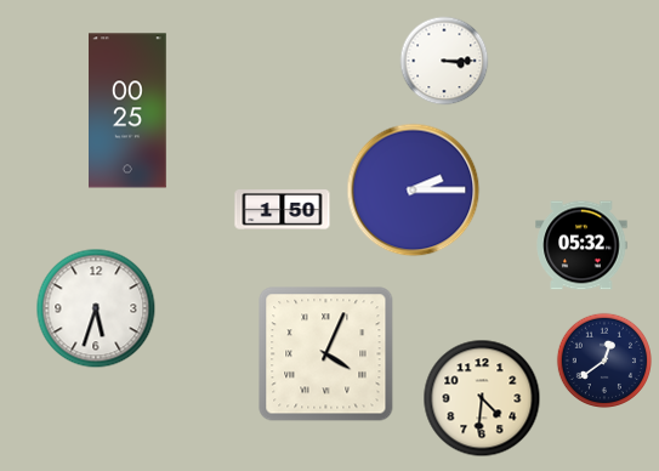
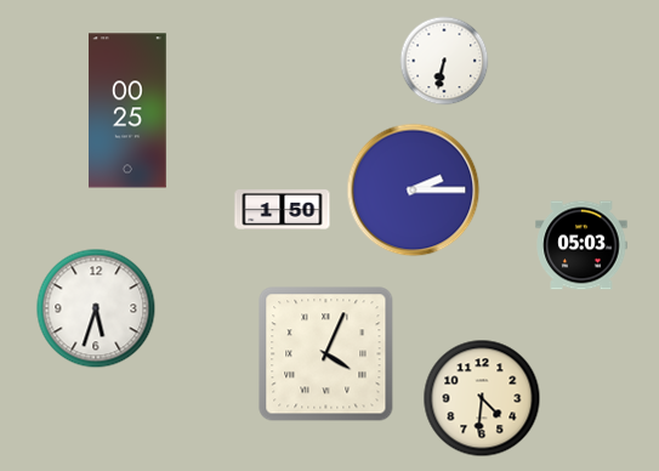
clock at (444, 61): 3:15 -> 6:32
clock at (581, 245): 05:32 -> 05:03
clock at (603, 359): 12:39 -> none
